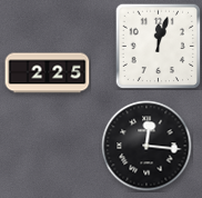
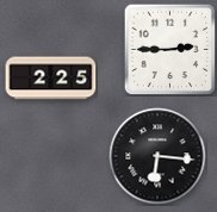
clock at (158, 46): 12:03 -> 2:45
clock at (147, 146): 12:16 -> 6:16
